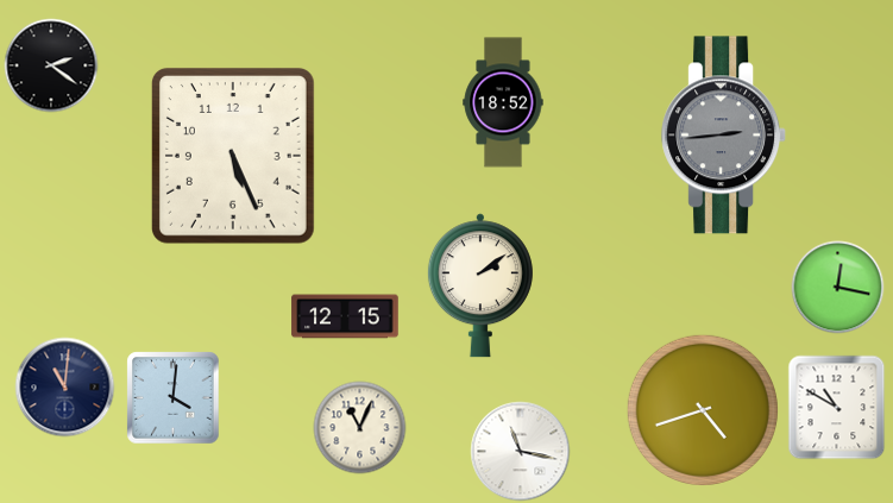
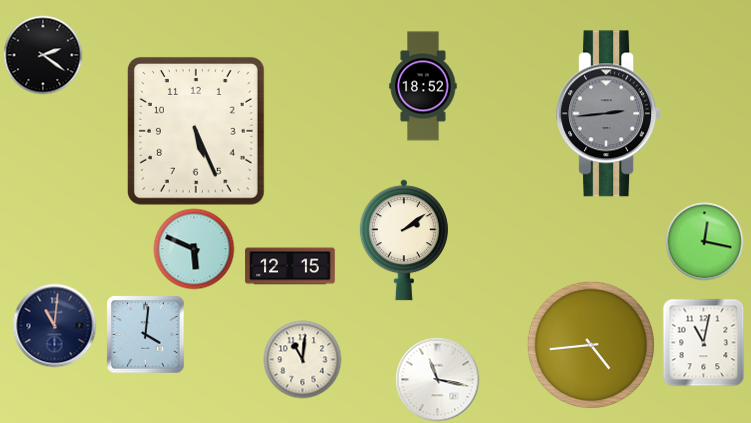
clock at (194, 249): none -> 5:49
clock at (837, 407): 10:50 -> 11:02
clock at (703, 410): 4:42 -> 4:44
clock at (359, 427): 11:04 -> 11:01
